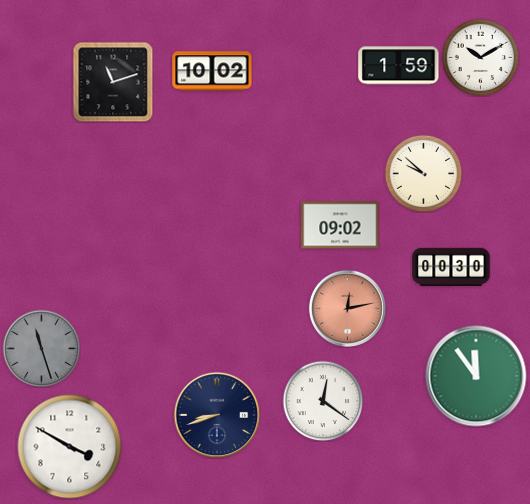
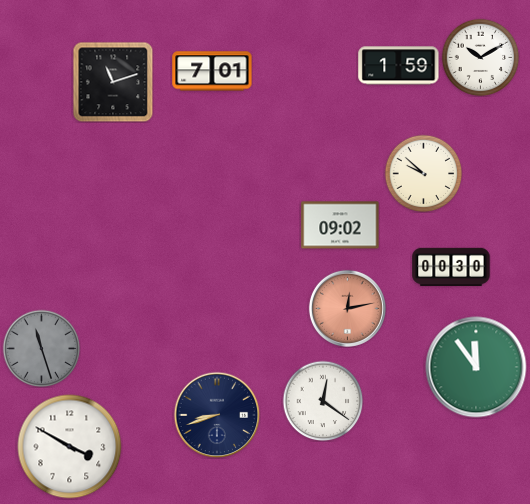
clock at (212, 71): 10:02 -> 7:01
clock at (476, 376) position: (476, 376) -> (476, 367)
